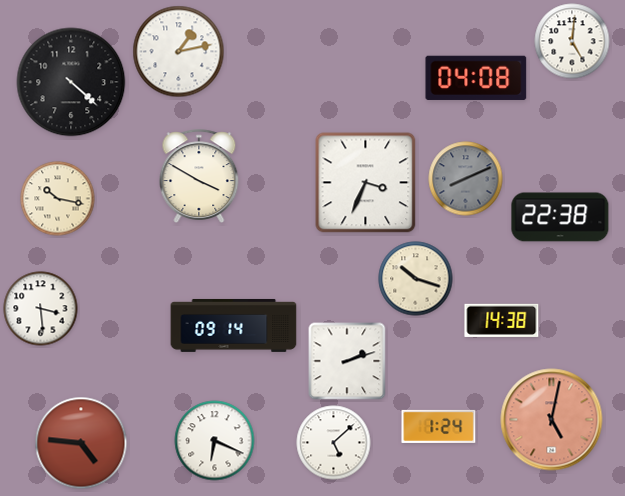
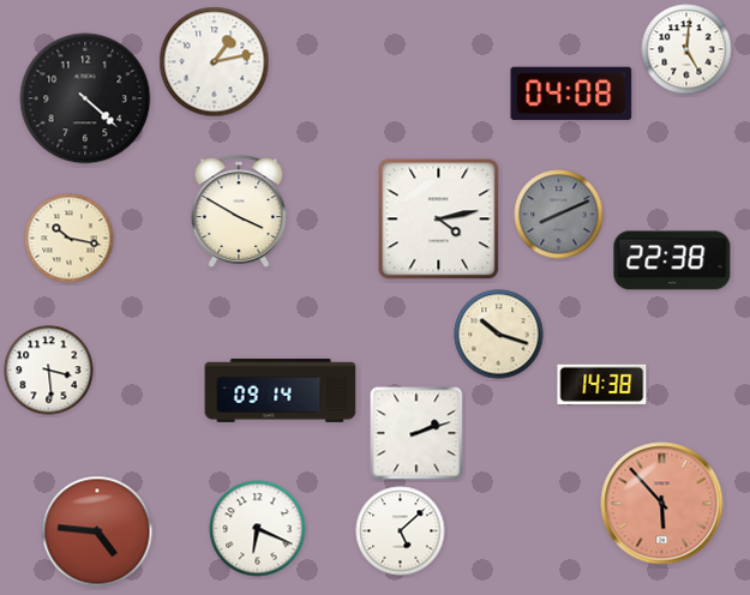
clock at (366, 183): 3:34 -> 4:13
clock at (552, 420): 5:02 -> 5:53
clock at (439, 426): 1:24 -> none
